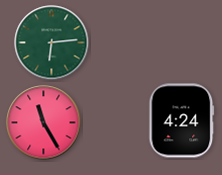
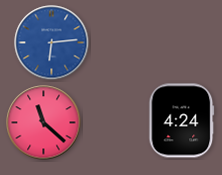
clock at (52, 43) dial: green -> blue
clock at (44, 123): 11:25 -> 11:22
